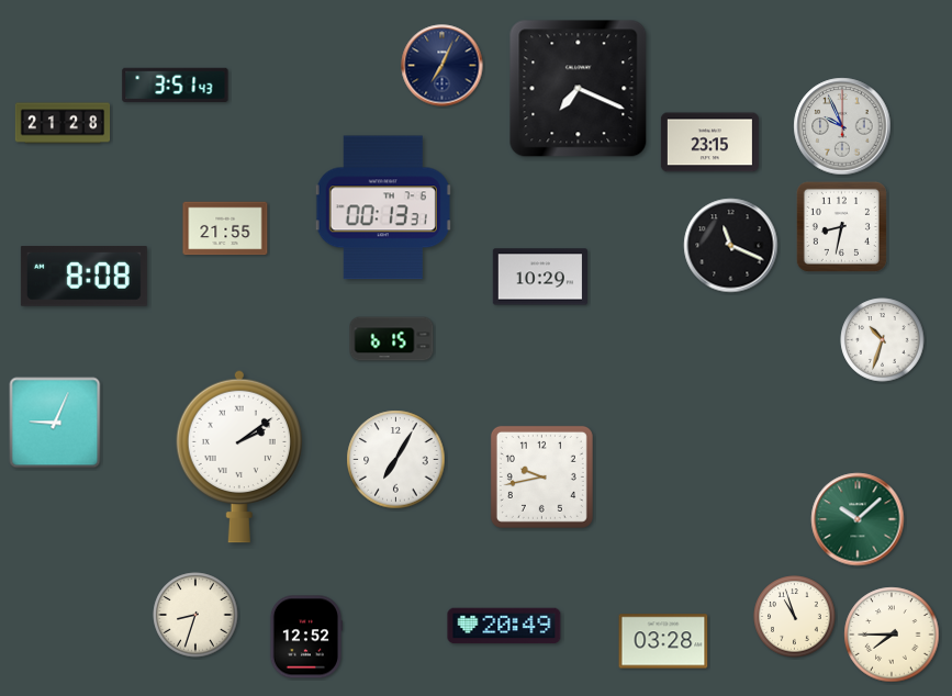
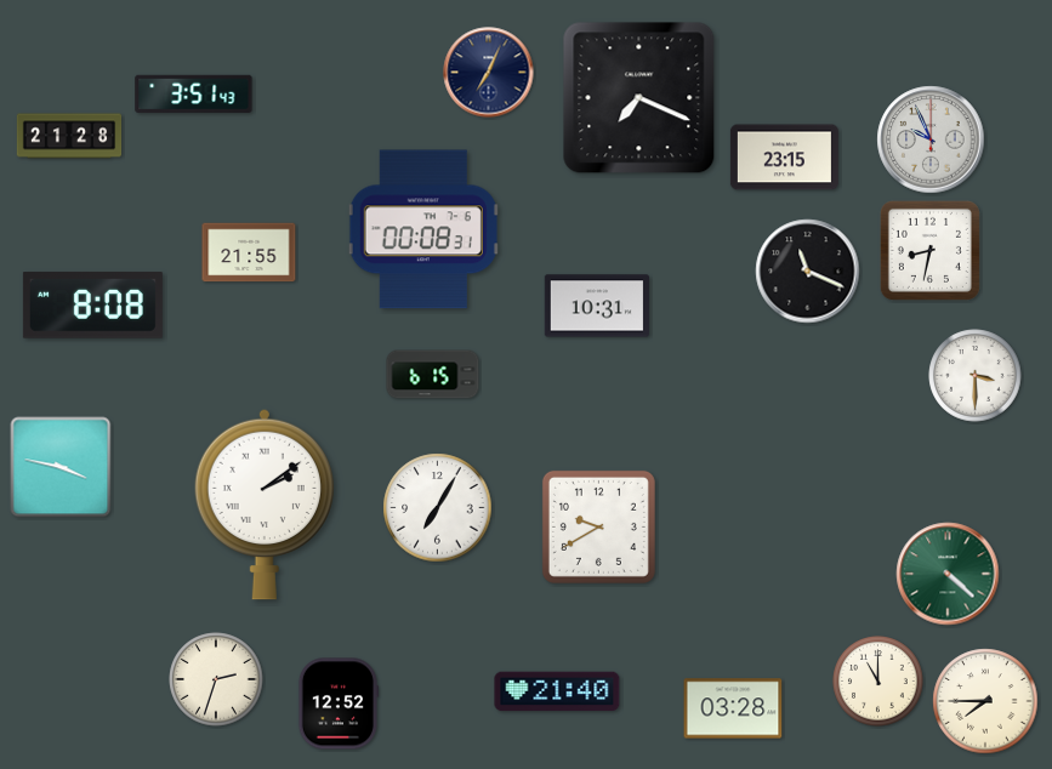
clock at (383, 207): 00:13 -> 00:08
clock at (539, 277): 10:29 -> 10:31
clock at (883, 340): 10:33 -> 3:30
clock at (55, 423): 9:04 -> 3:47
clock at (541, 476): 9:43 -> 9:40
clock at (858, 519): 10:08 -> 4:22
clock at (195, 615): 8:33 -> 2:33
clock at (795, 617): 10:57 -> 11:00
clock at (504, 626): 20:49 -> 21:40
